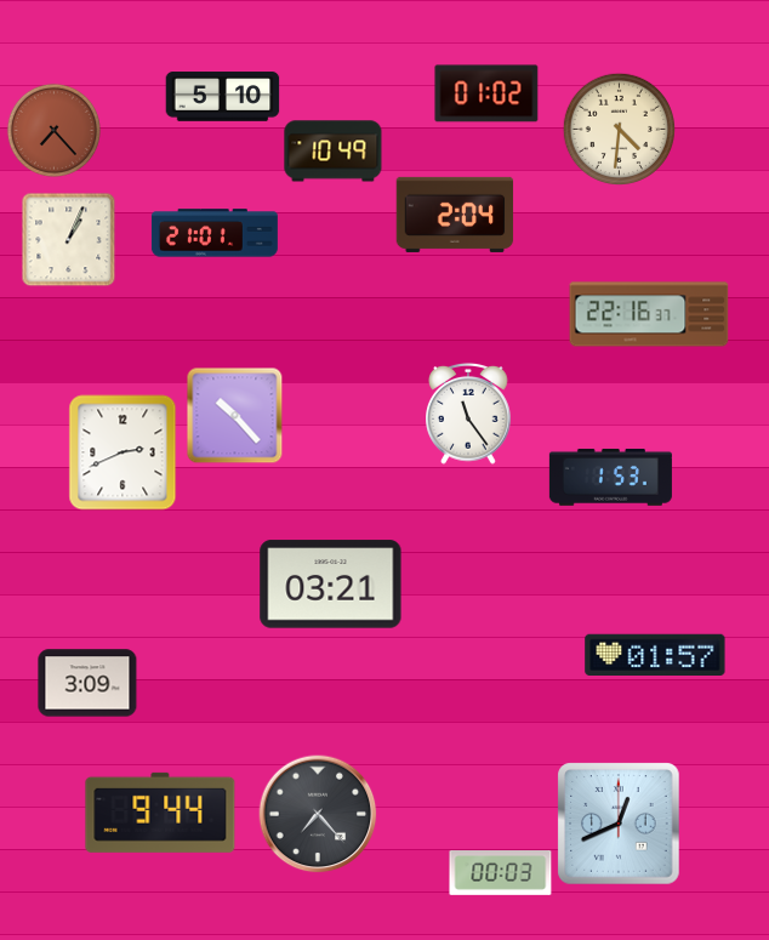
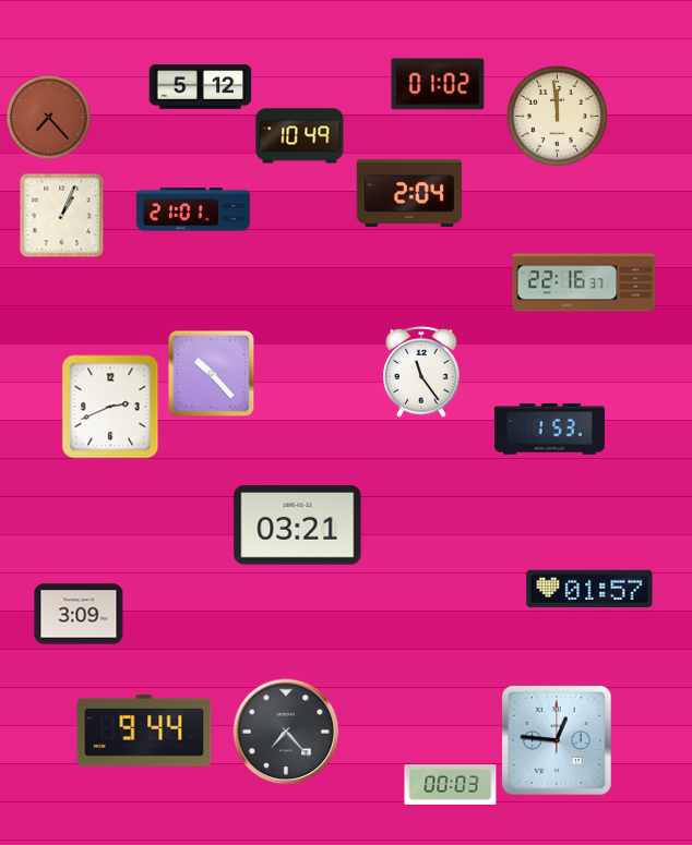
clock at (223, 97): 5:10 -> 5:12
clock at (619, 129): 4:31 -> 11:59
clock at (619, 824): 12:41 -> 12:46
